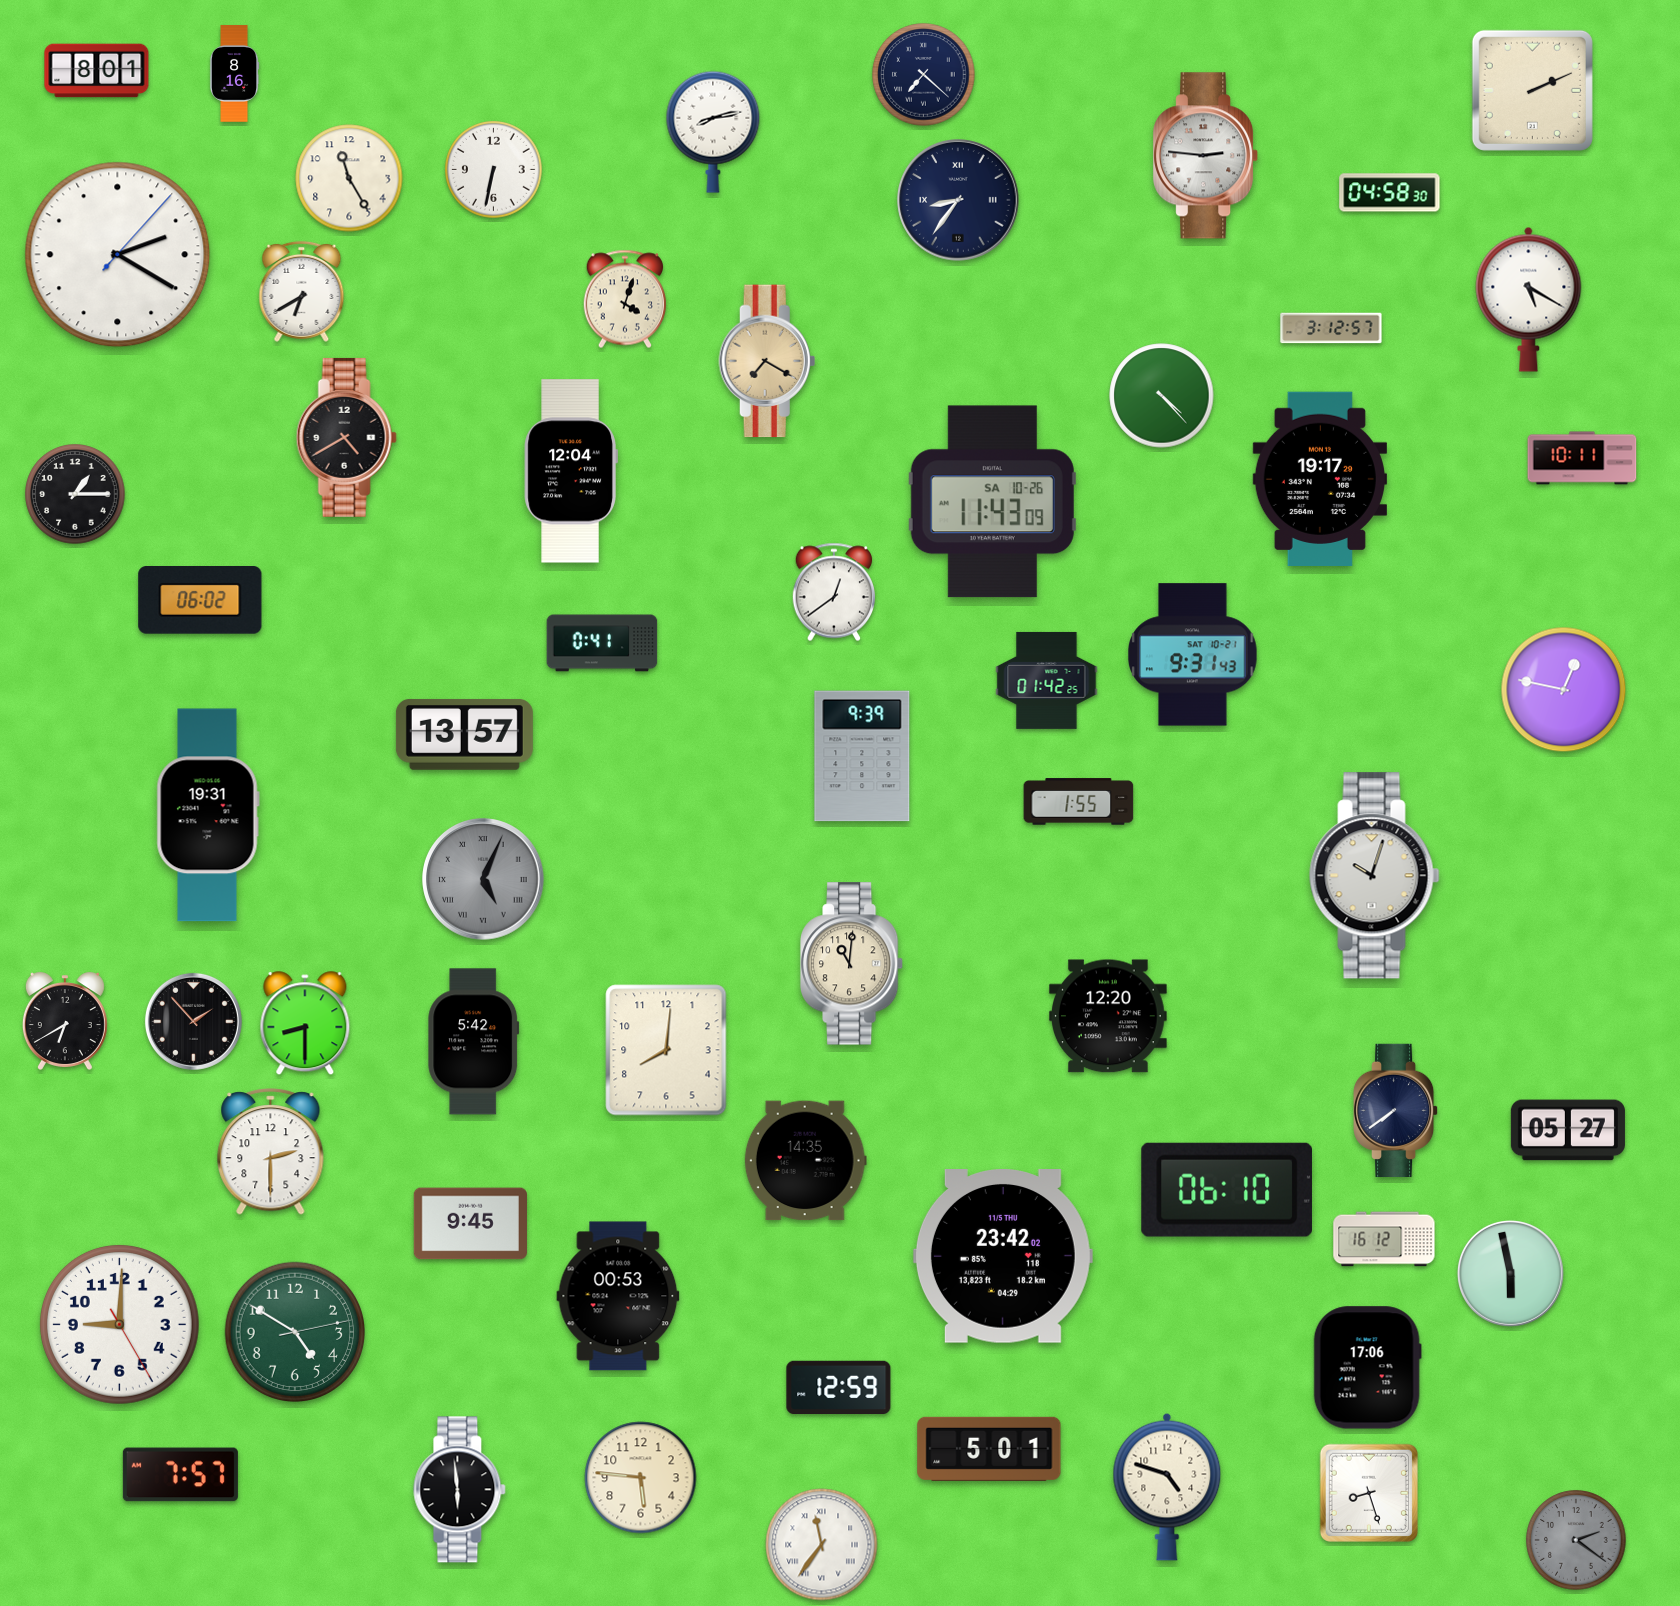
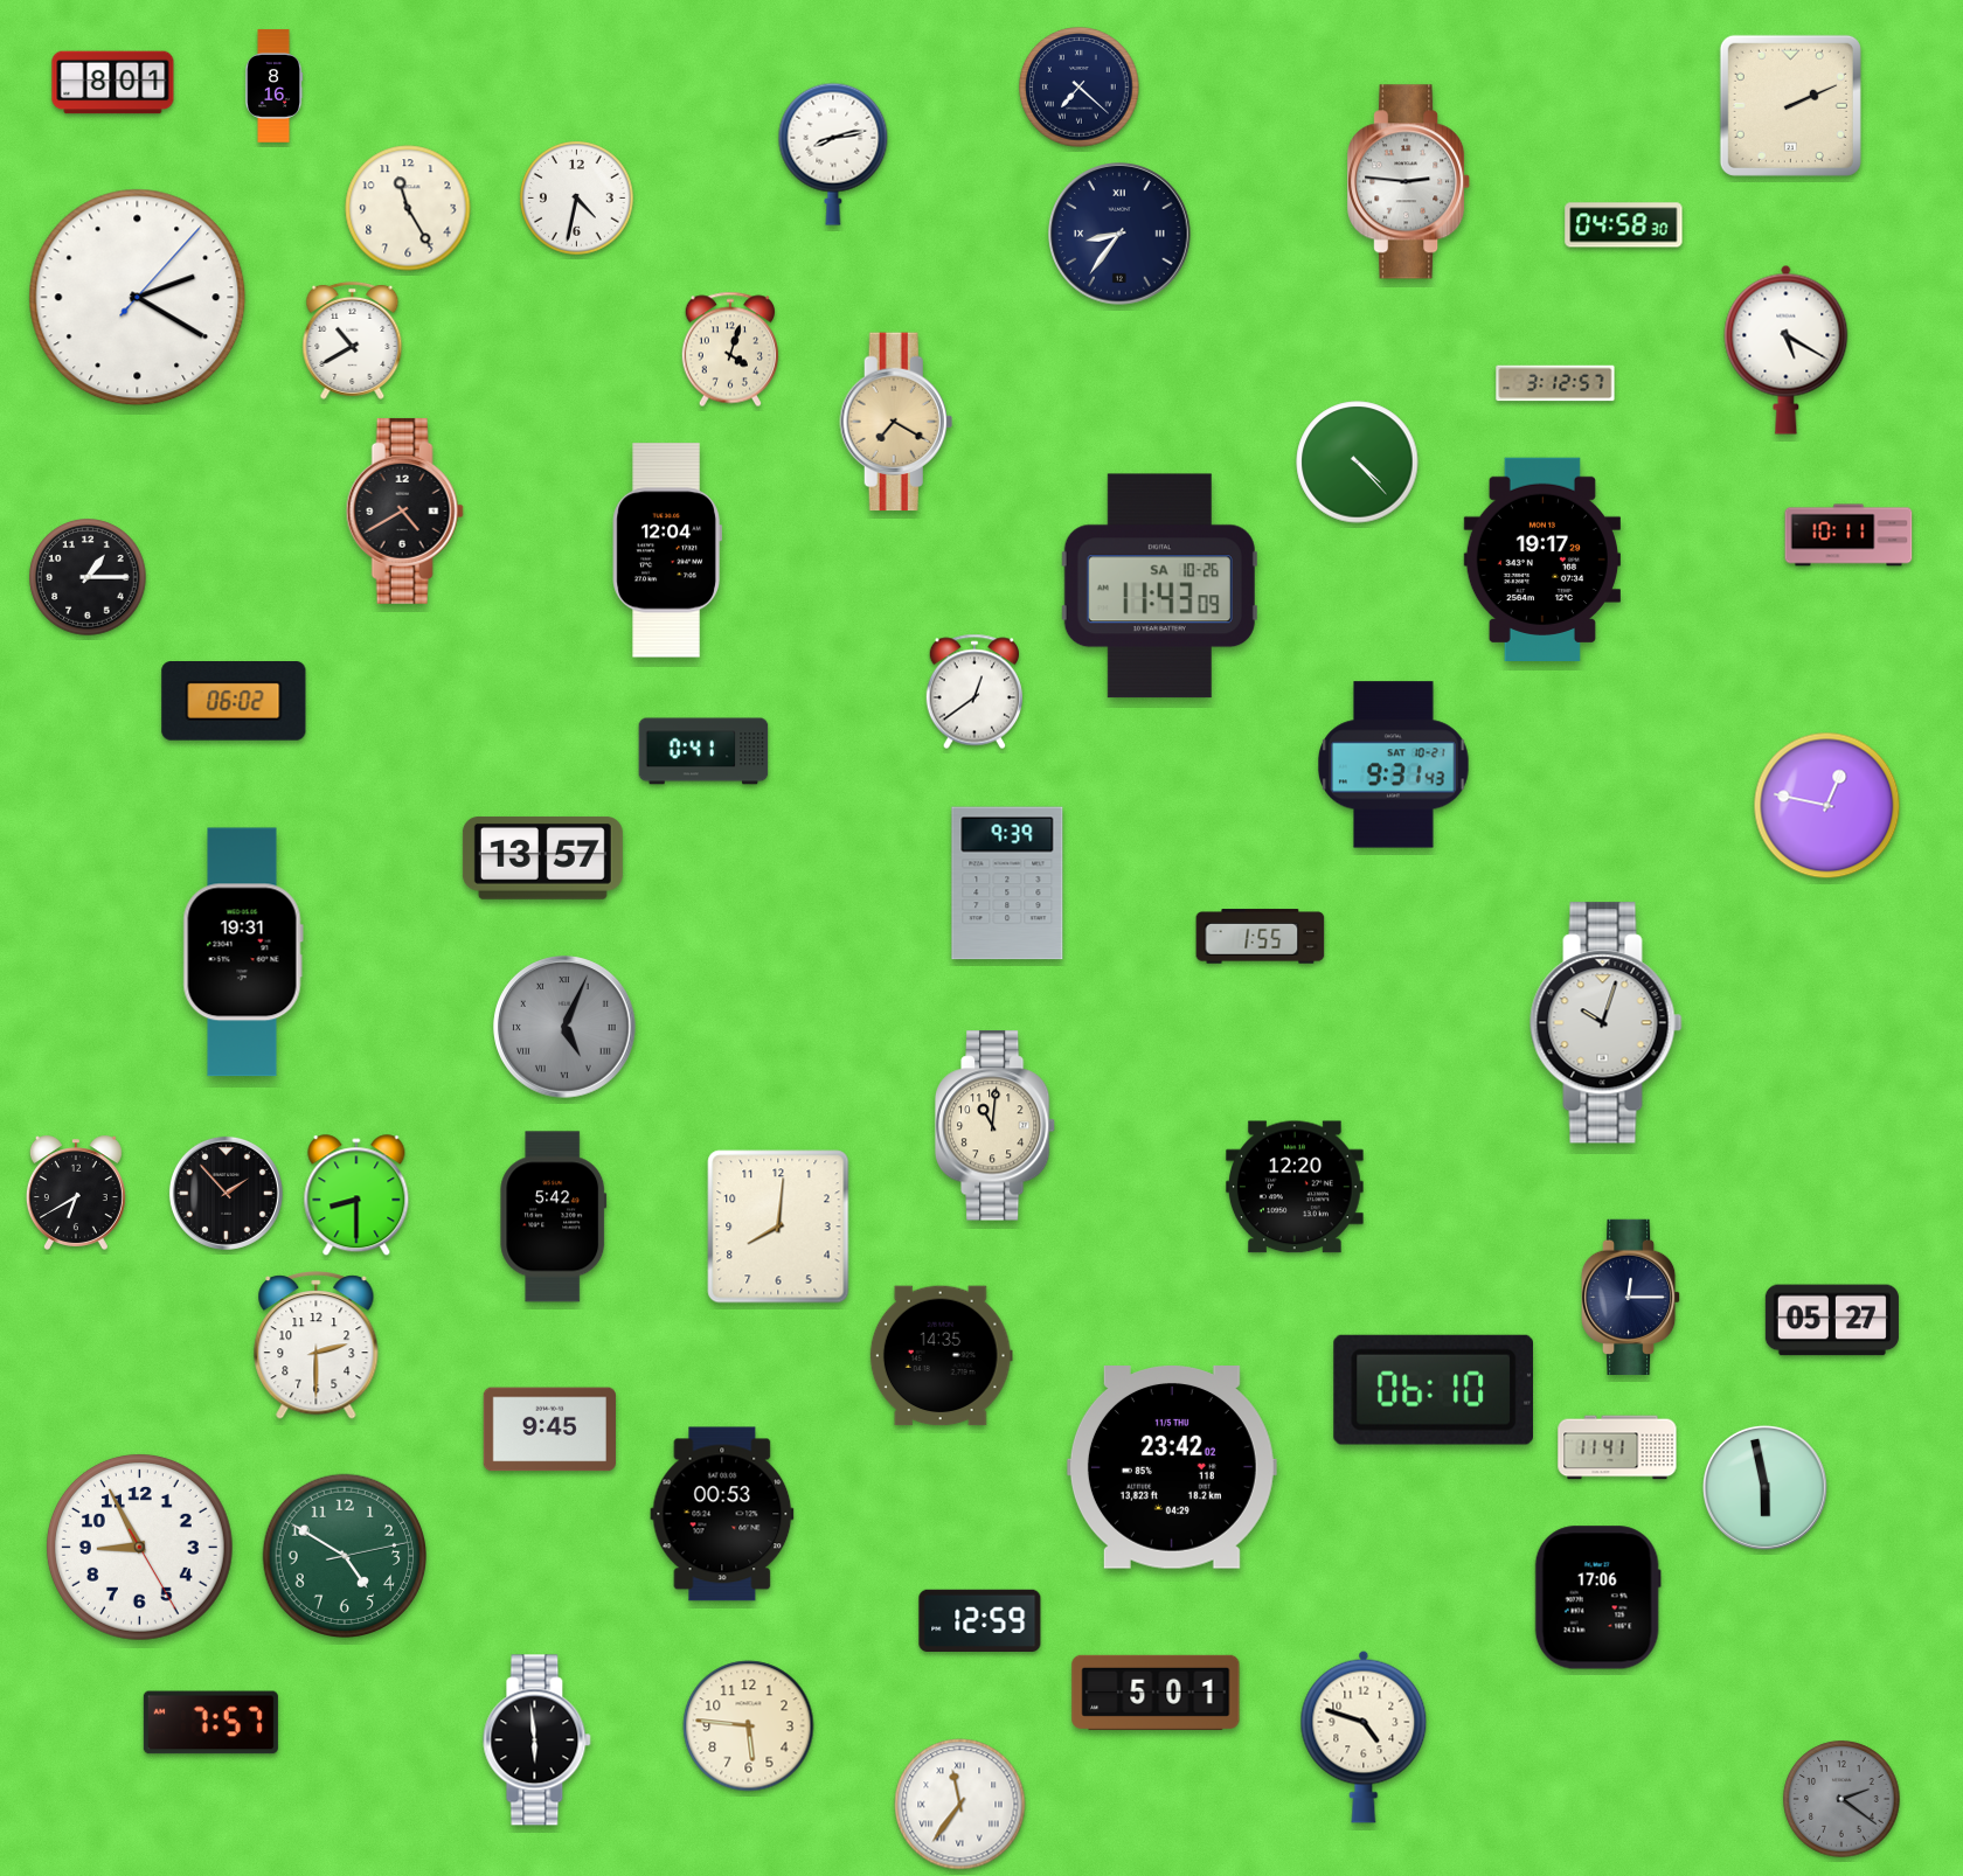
clock at (494, 170): 6:32 -> 4:32
clock at (302, 291): 6:40 -> 10:40
clock at (1047, 680): 01:42 -> none
clock at (1396, 1110): 7:39 -> 12:15
clock at (1384, 1239): 16:12 -> 11:41
clock at (119, 1324): 9:00 -> 8:55
clock at (1369, 1493): 8:27 -> none
